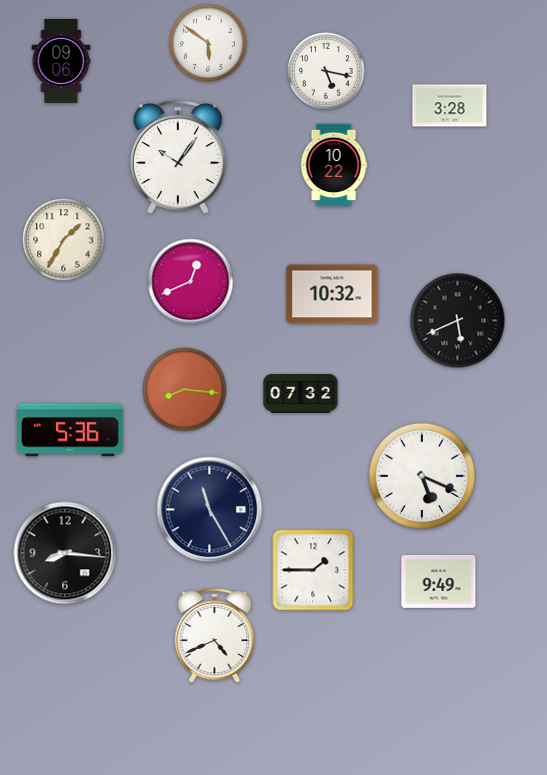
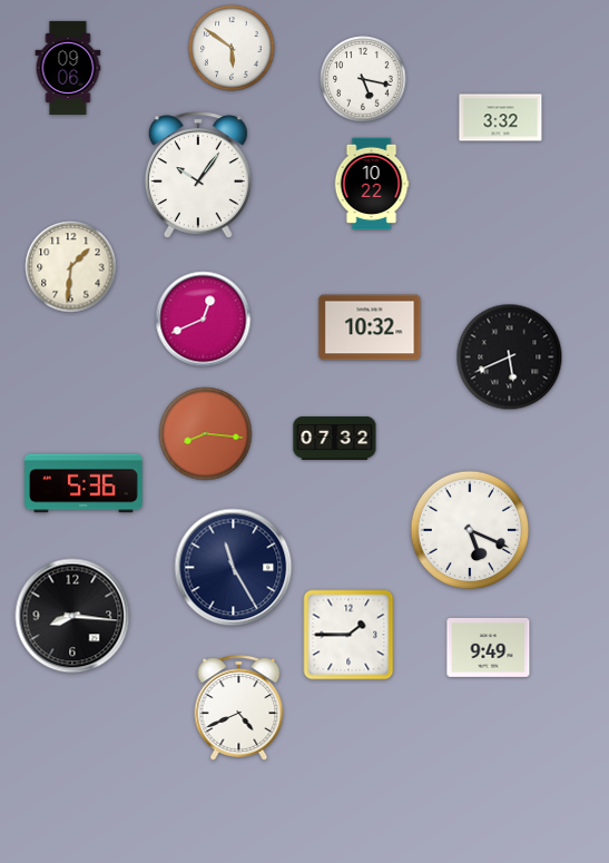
clock at (450, 106): 3:28 -> 3:32
clock at (64, 240): 1:35 -> 1:31
clock at (191, 282) position: (191, 282) -> (204, 320)
clock at (71, 430) position: (71, 430) -> (85, 483)
